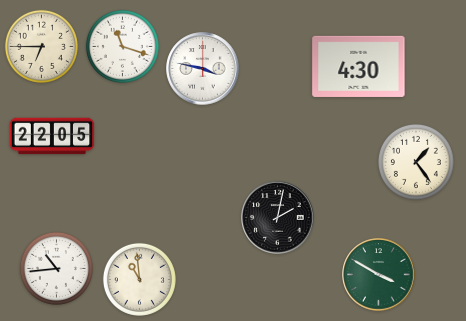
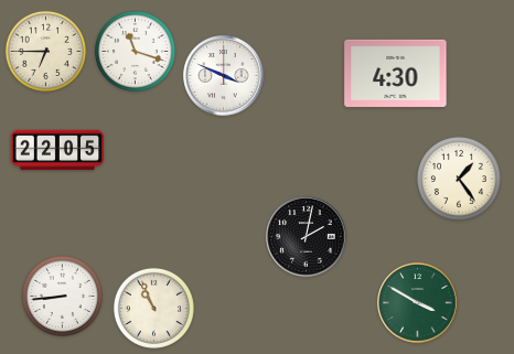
clock at (203, 69): 3:47 -> 3:49
clock at (278, 218) position: (278, 218) -> (307, 237)
clock at (56, 268): 10:44 -> 8:44
clock at (139, 279): 10:59 -> 10:56
